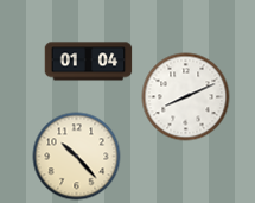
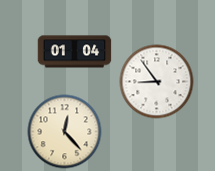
clock at (186, 97): 8:11 -> 8:54
clock at (77, 157): 10:23 -> 12:23
